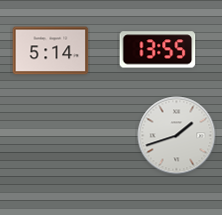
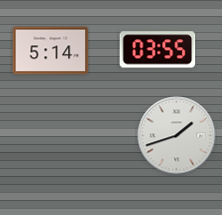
clock at (158, 50): 13:55 -> 03:55
